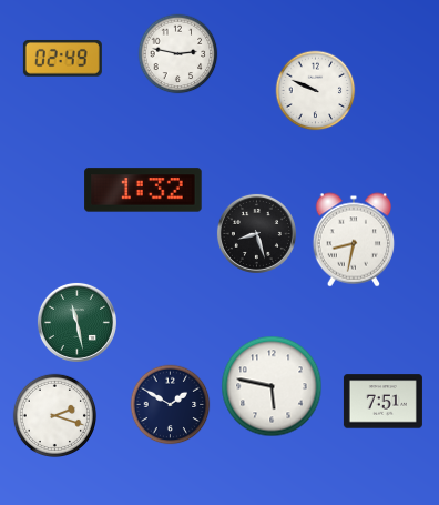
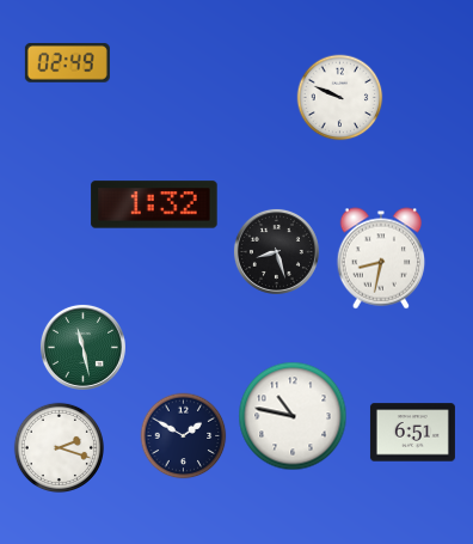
clock at (178, 54): 2:47 -> none
clock at (272, 386): 5:47 -> 10:47
clock at (382, 402): 7:51 -> 6:51
